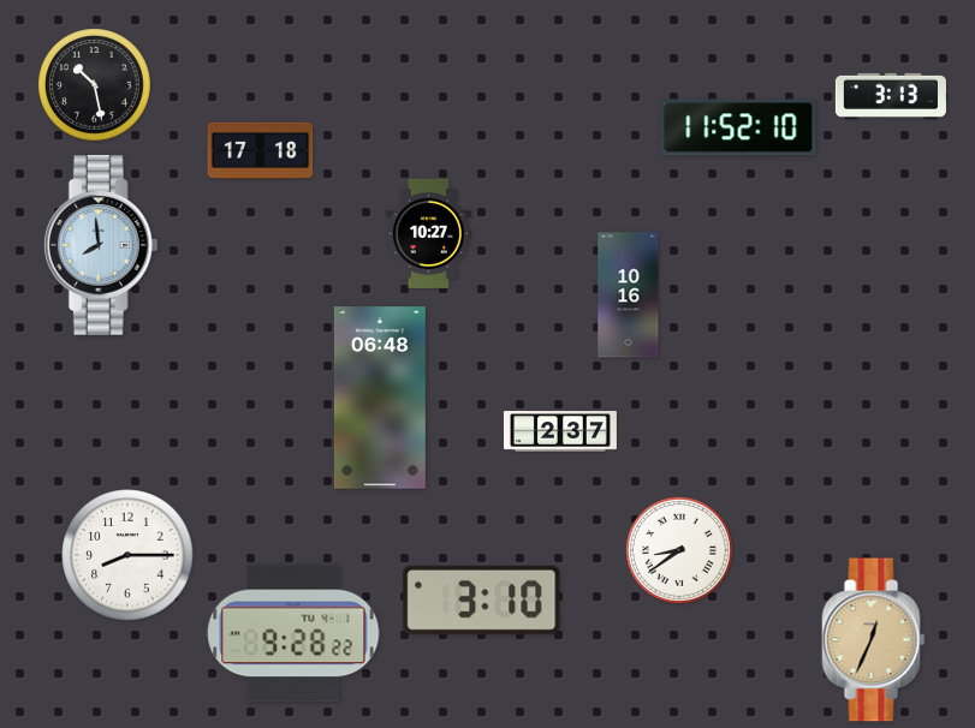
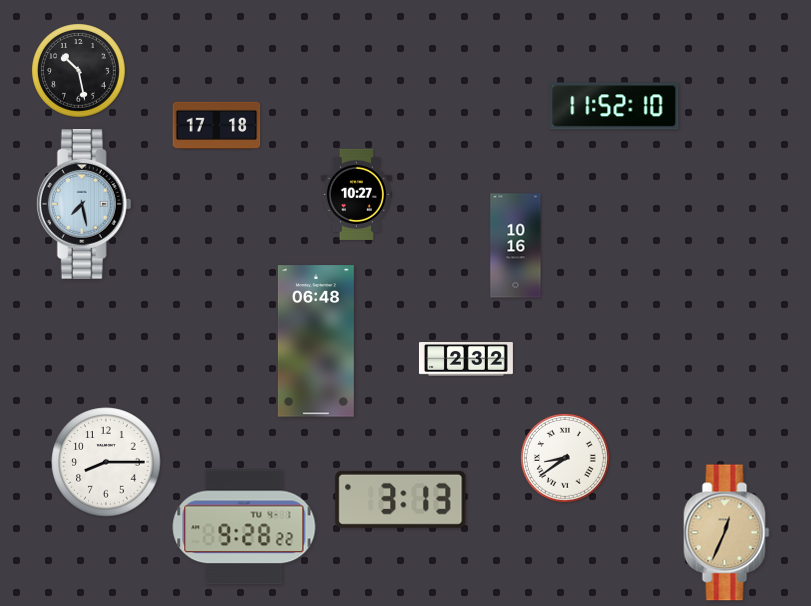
clock at (891, 96): 3:13 -> none
clock at (101, 246): 7:59 -> 7:28
clock at (629, 296) position: (629, 296) -> (516, 246)
clock at (380, 398) position: (380, 398) -> (316, 341)
clock at (560, 431): 2:37 -> 2:32
clock at (482, 599): 3:10 -> 3:13
